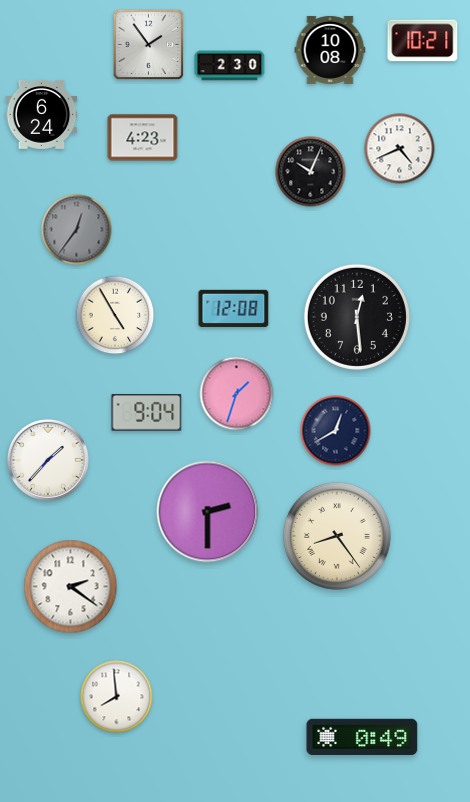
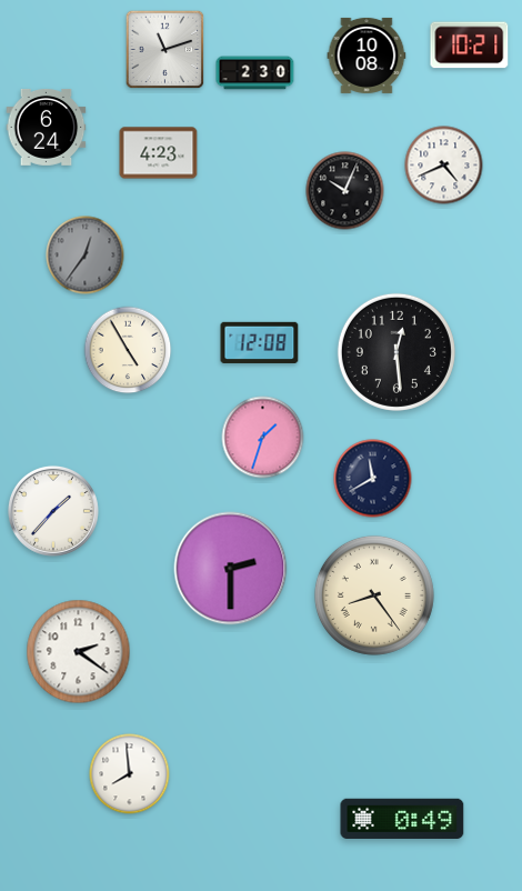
clock at (149, 45): 1:54 -> 11:12
clock at (147, 413): 9:04 -> none
clock at (336, 431): 12:40 -> 11:40
